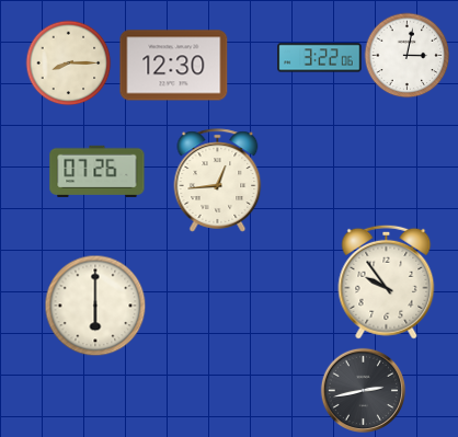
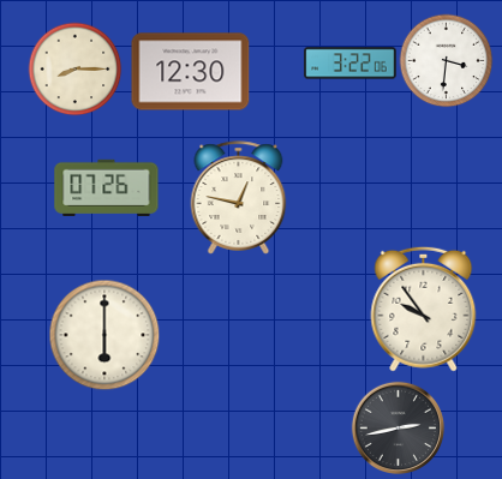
clock at (407, 55): 3:02 -> 3:31
clock at (218, 181): 12:44 -> 12:47
